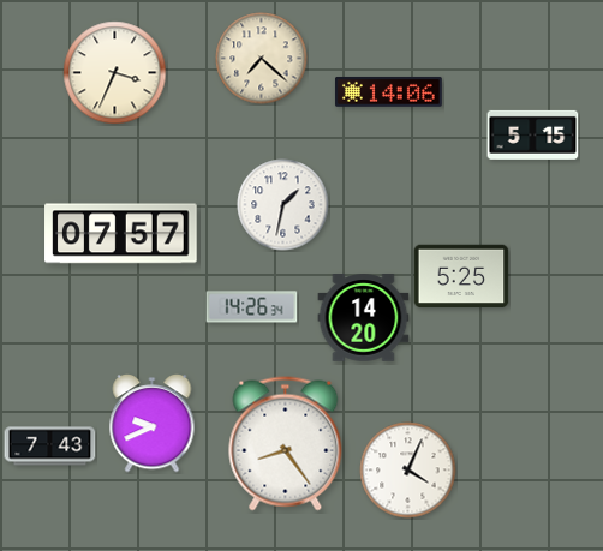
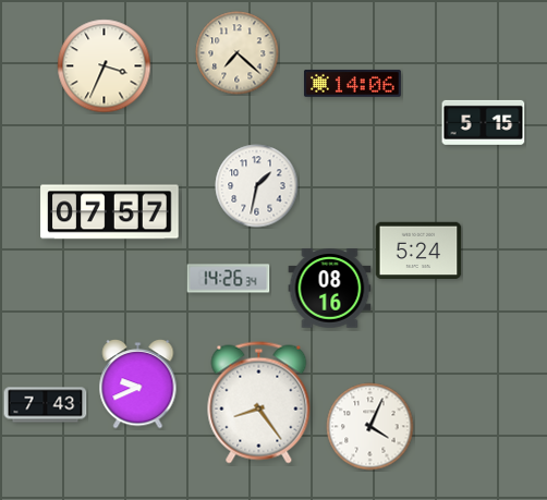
clock at (461, 276): 5:25 -> 5:24
clock at (364, 318): 14:20 -> 08:16
